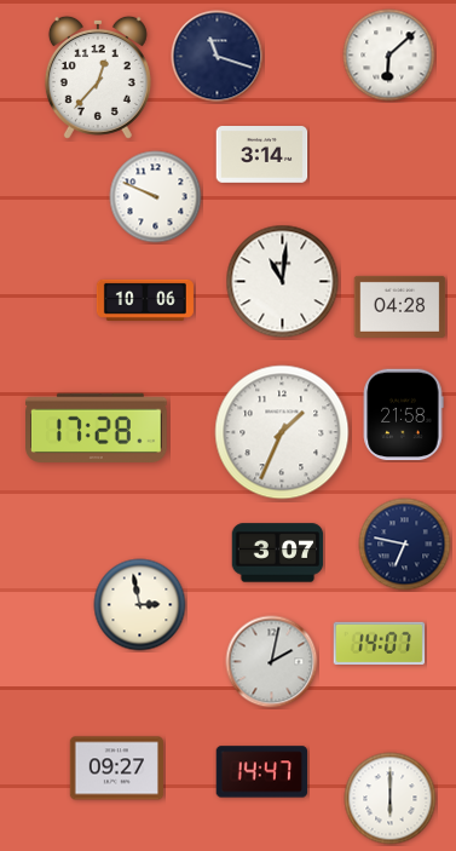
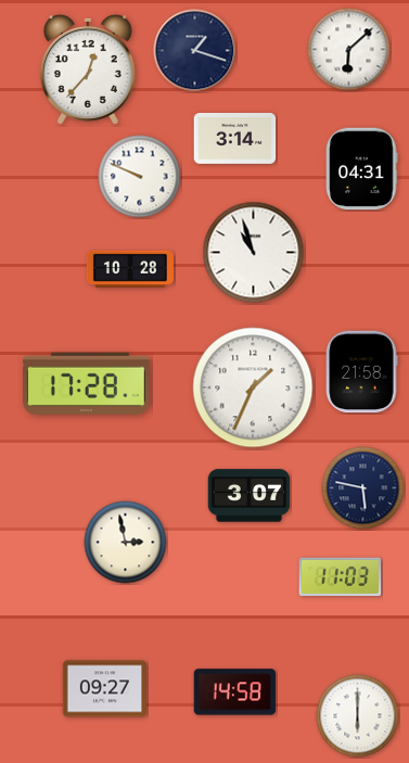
clock at (218, 57): 11:18 -> 1:18
clock at (362, 169): none -> 04:31
clock at (283, 282): 11:01 -> 10:57
clock at (145, 300): 10:06 -> 10:28
clock at (400, 306): 04:28 -> none
clock at (405, 545): 6:47 -> 5:47
clock at (380, 643): 14:07 -> 11:03
clock at (272, 662): 2:02 -> none
clock at (262, 772): 14:47 -> 14:58
clock at (391, 799) position: (391, 799) -> (358, 716)
